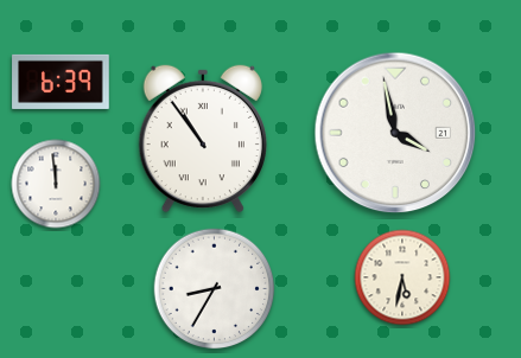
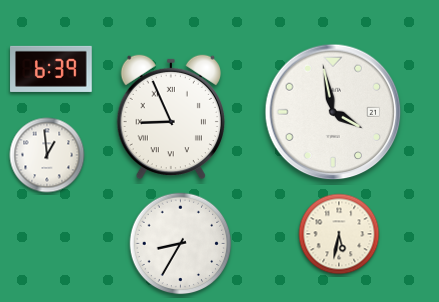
clock at (203, 139): 10:54 -> 8:56
clock at (56, 184): 11:59 -> 12:59
